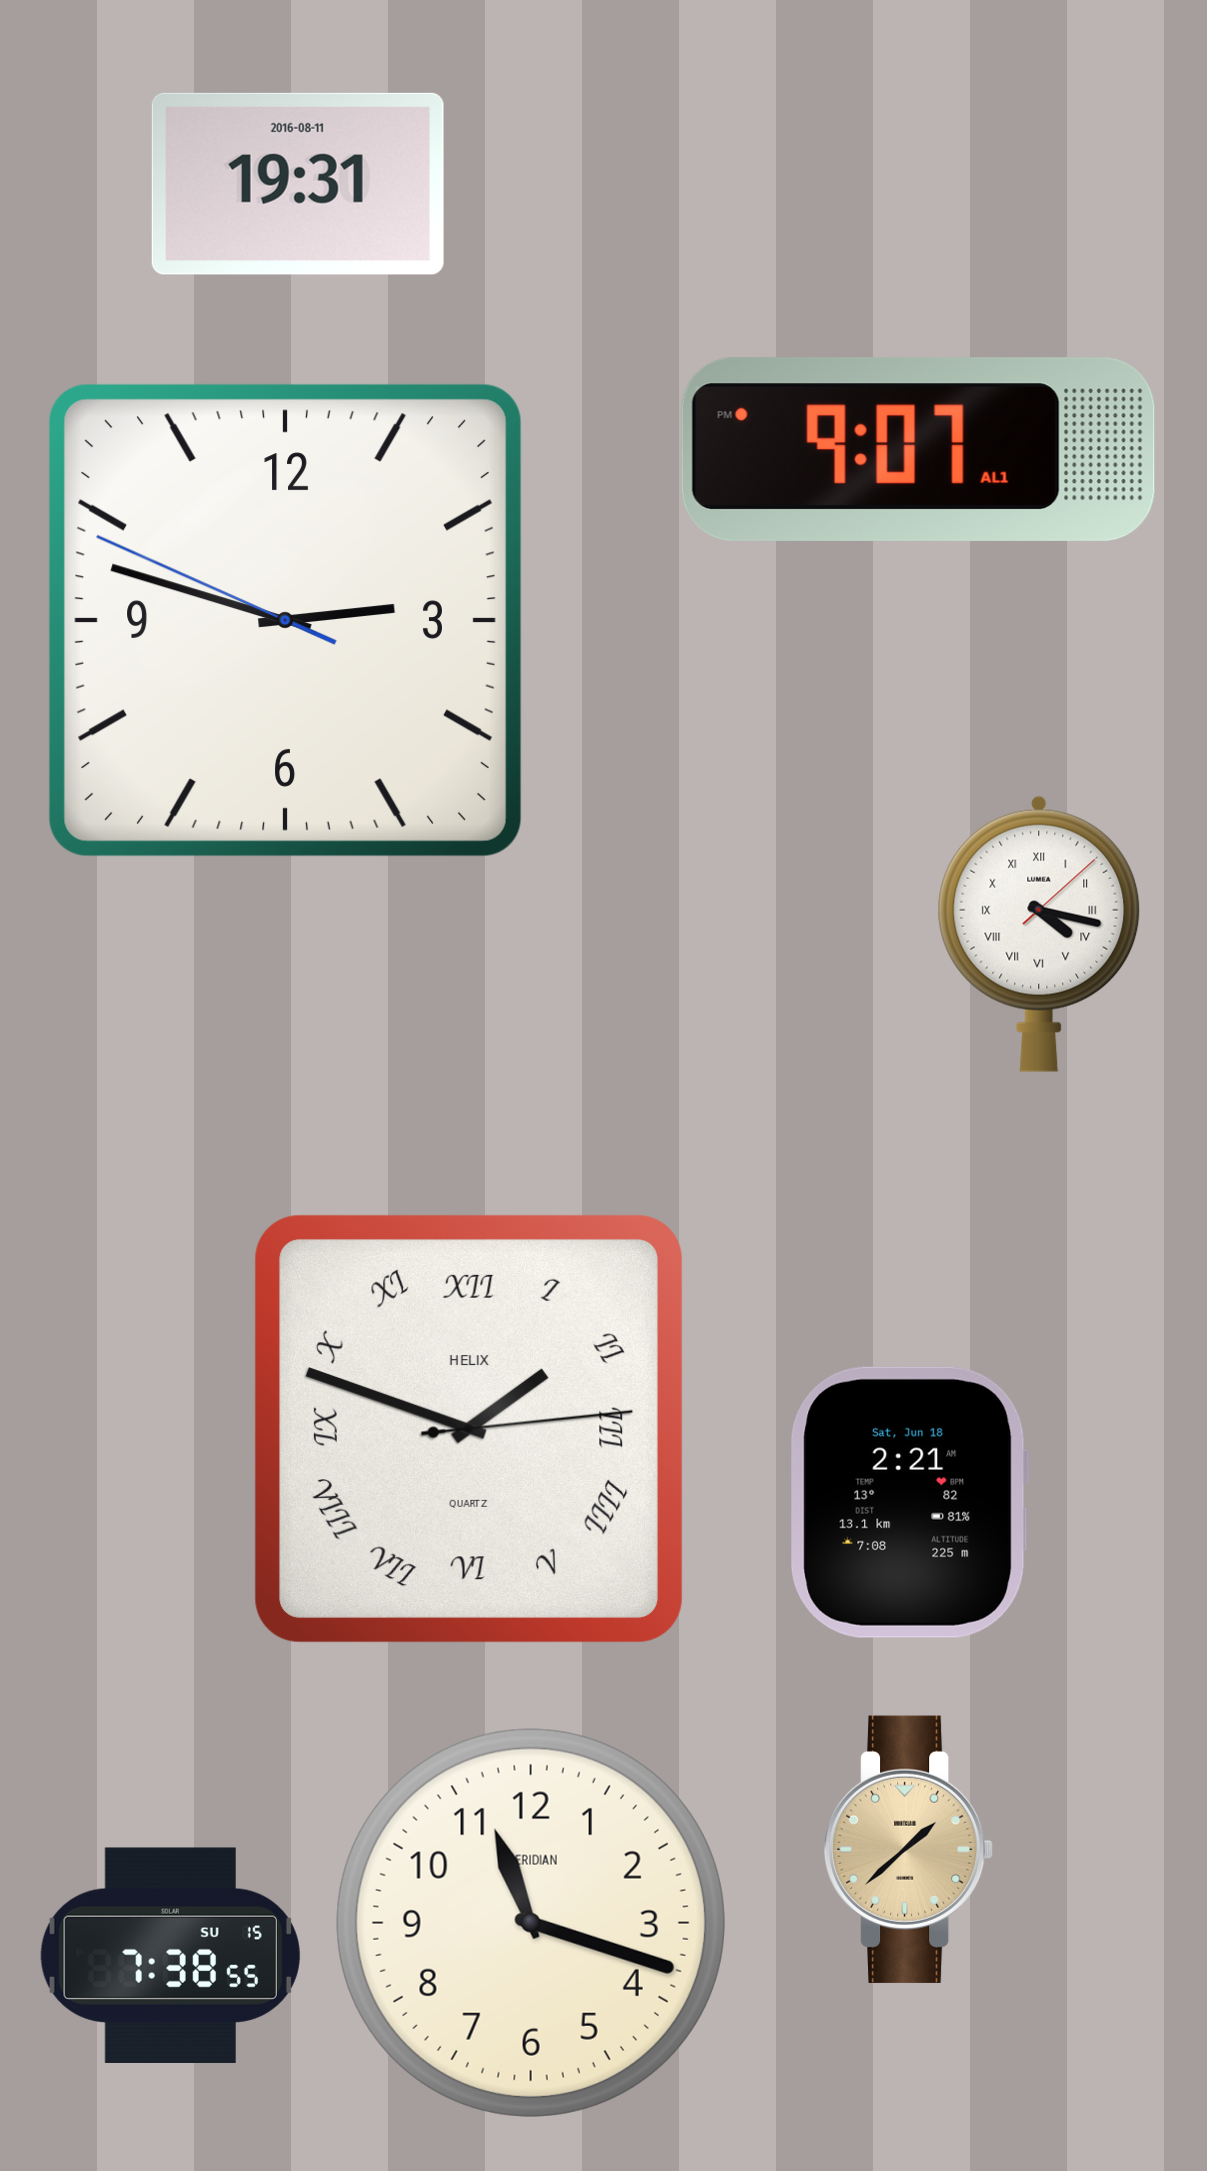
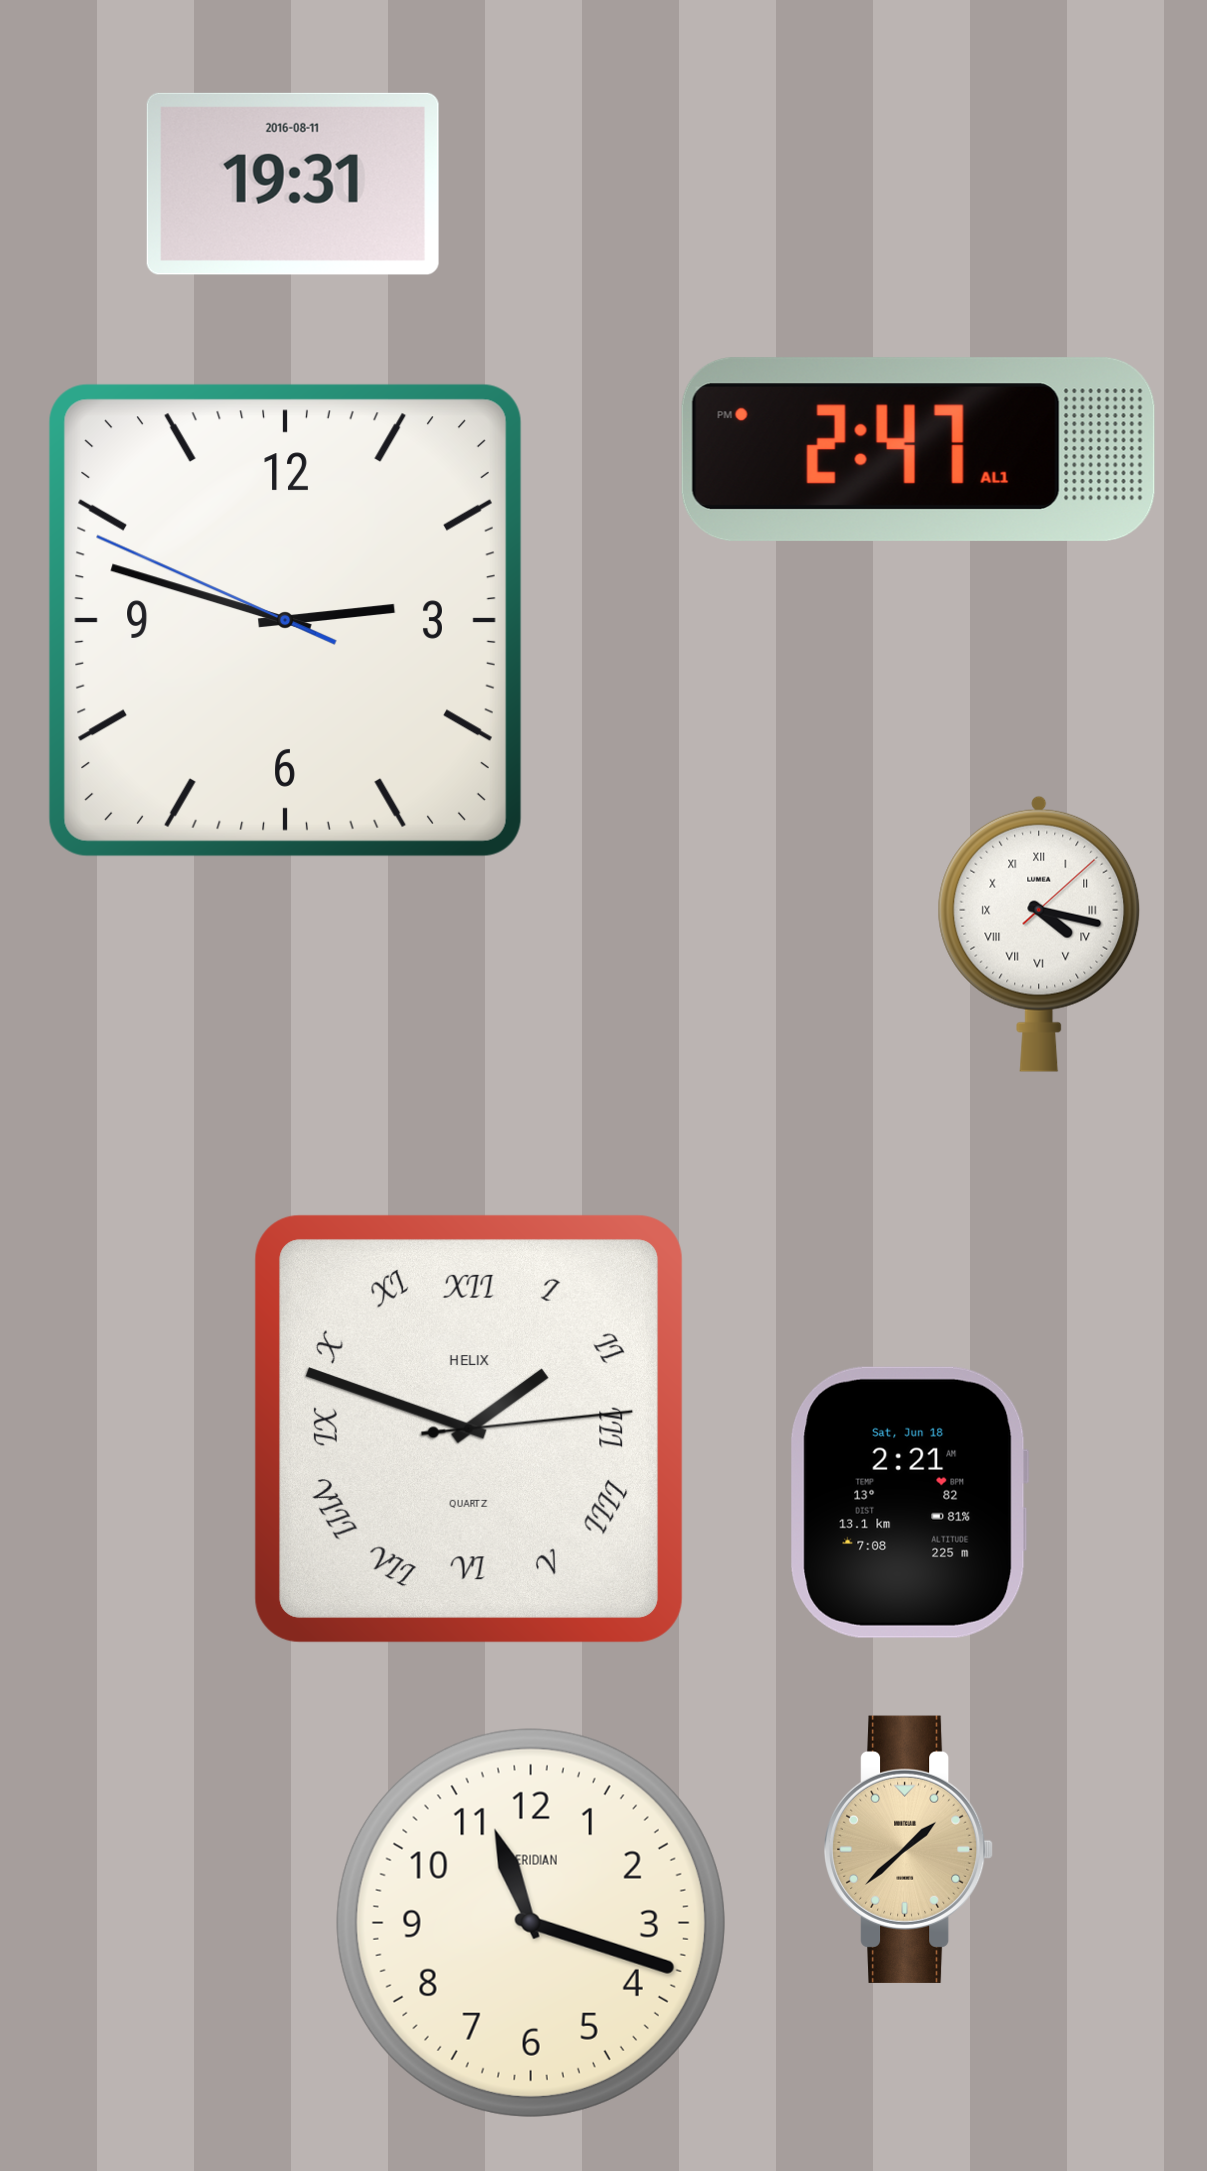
clock at (298, 184) position: (298, 184) -> (293, 184)
clock at (918, 449): 9:07 -> 2:47
clock at (170, 1955): 7:38 -> none
